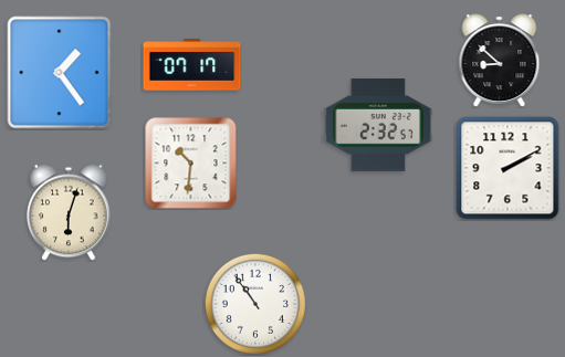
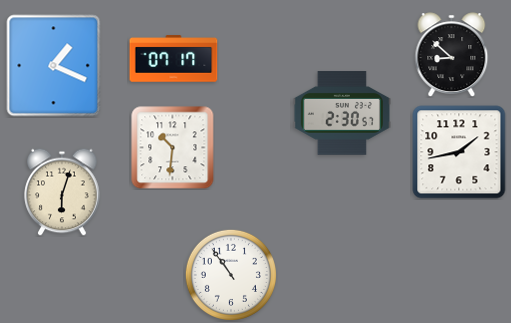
clock at (60, 73): 1:24 -> 1:19
clock at (378, 125): 2:32 -> 2:30
clock at (508, 168): 2:10 -> 1:43
